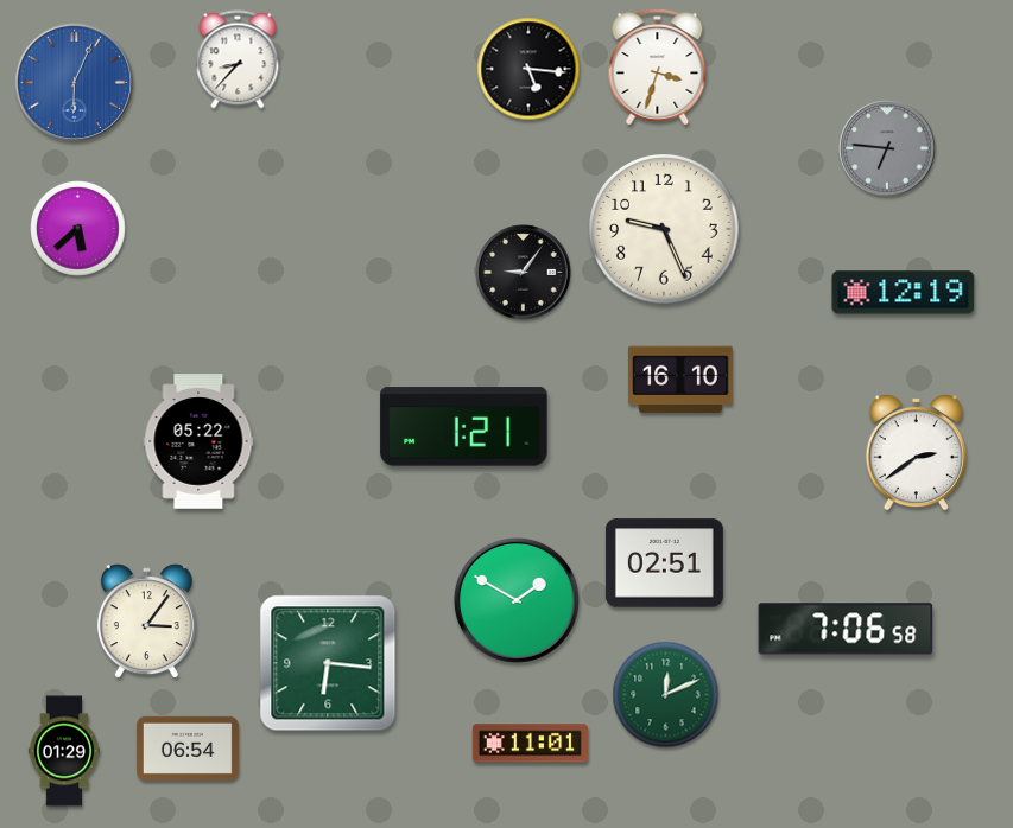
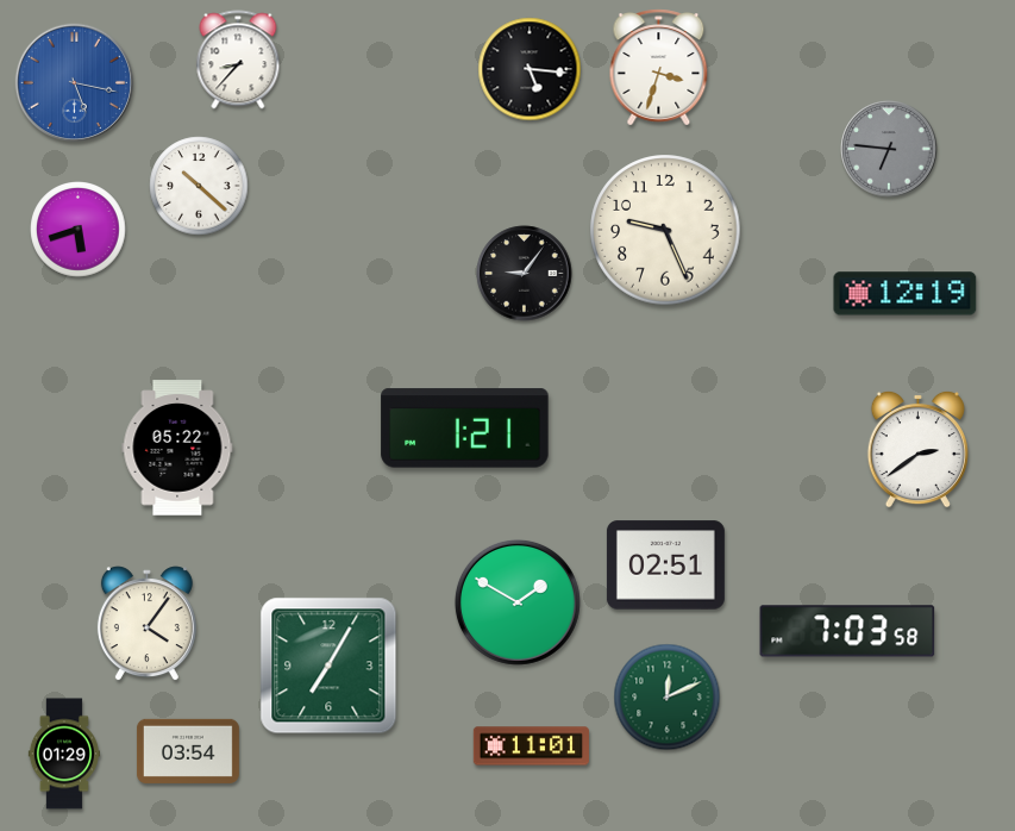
clock at (75, 83): 6:04 -> 5:17
clock at (199, 186): none -> 10:22
clock at (78, 229): 5:38 -> 5:42
clock at (680, 380): 16:10 -> none
clock at (198, 441) position: (198, 441) -> (177, 448)
clock at (916, 452) position: (916, 452) -> (917, 449)
clock at (146, 622): 3:06 -> 4:06
clock at (846, 629): 7:06 -> 7:03
clock at (328, 663): 6:16 -> 7:05
clock at (188, 749): 06:54 -> 03:54
